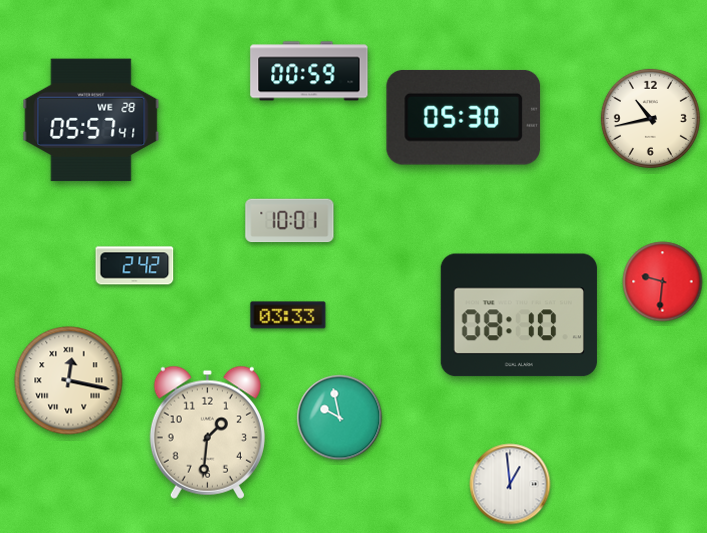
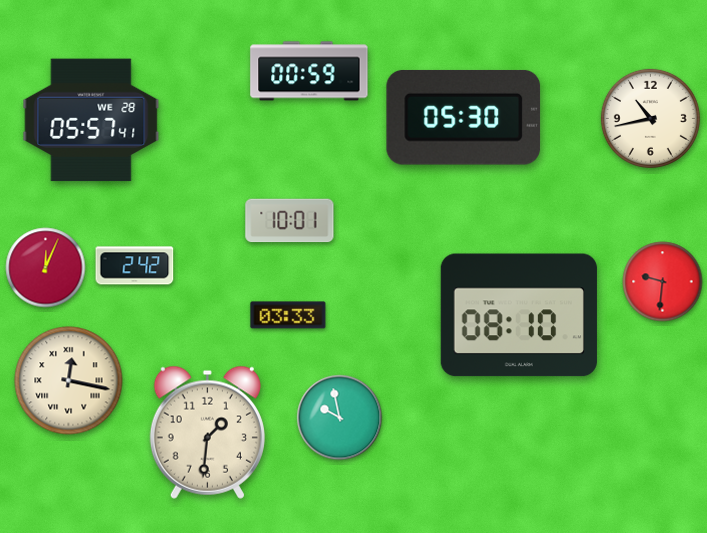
clock at (46, 268): none -> 12:04
clock at (510, 484): 12:59 -> none
